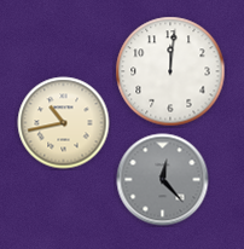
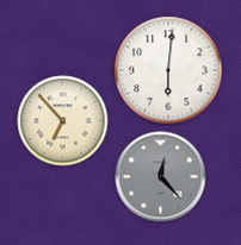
clock at (170, 71): 12:01 -> 6:01
clock at (64, 123): 10:43 -> 6:53
